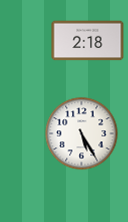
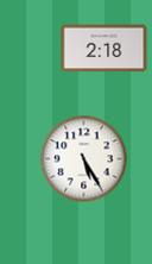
clock at (82, 134) position: (82, 134) -> (84, 159)
